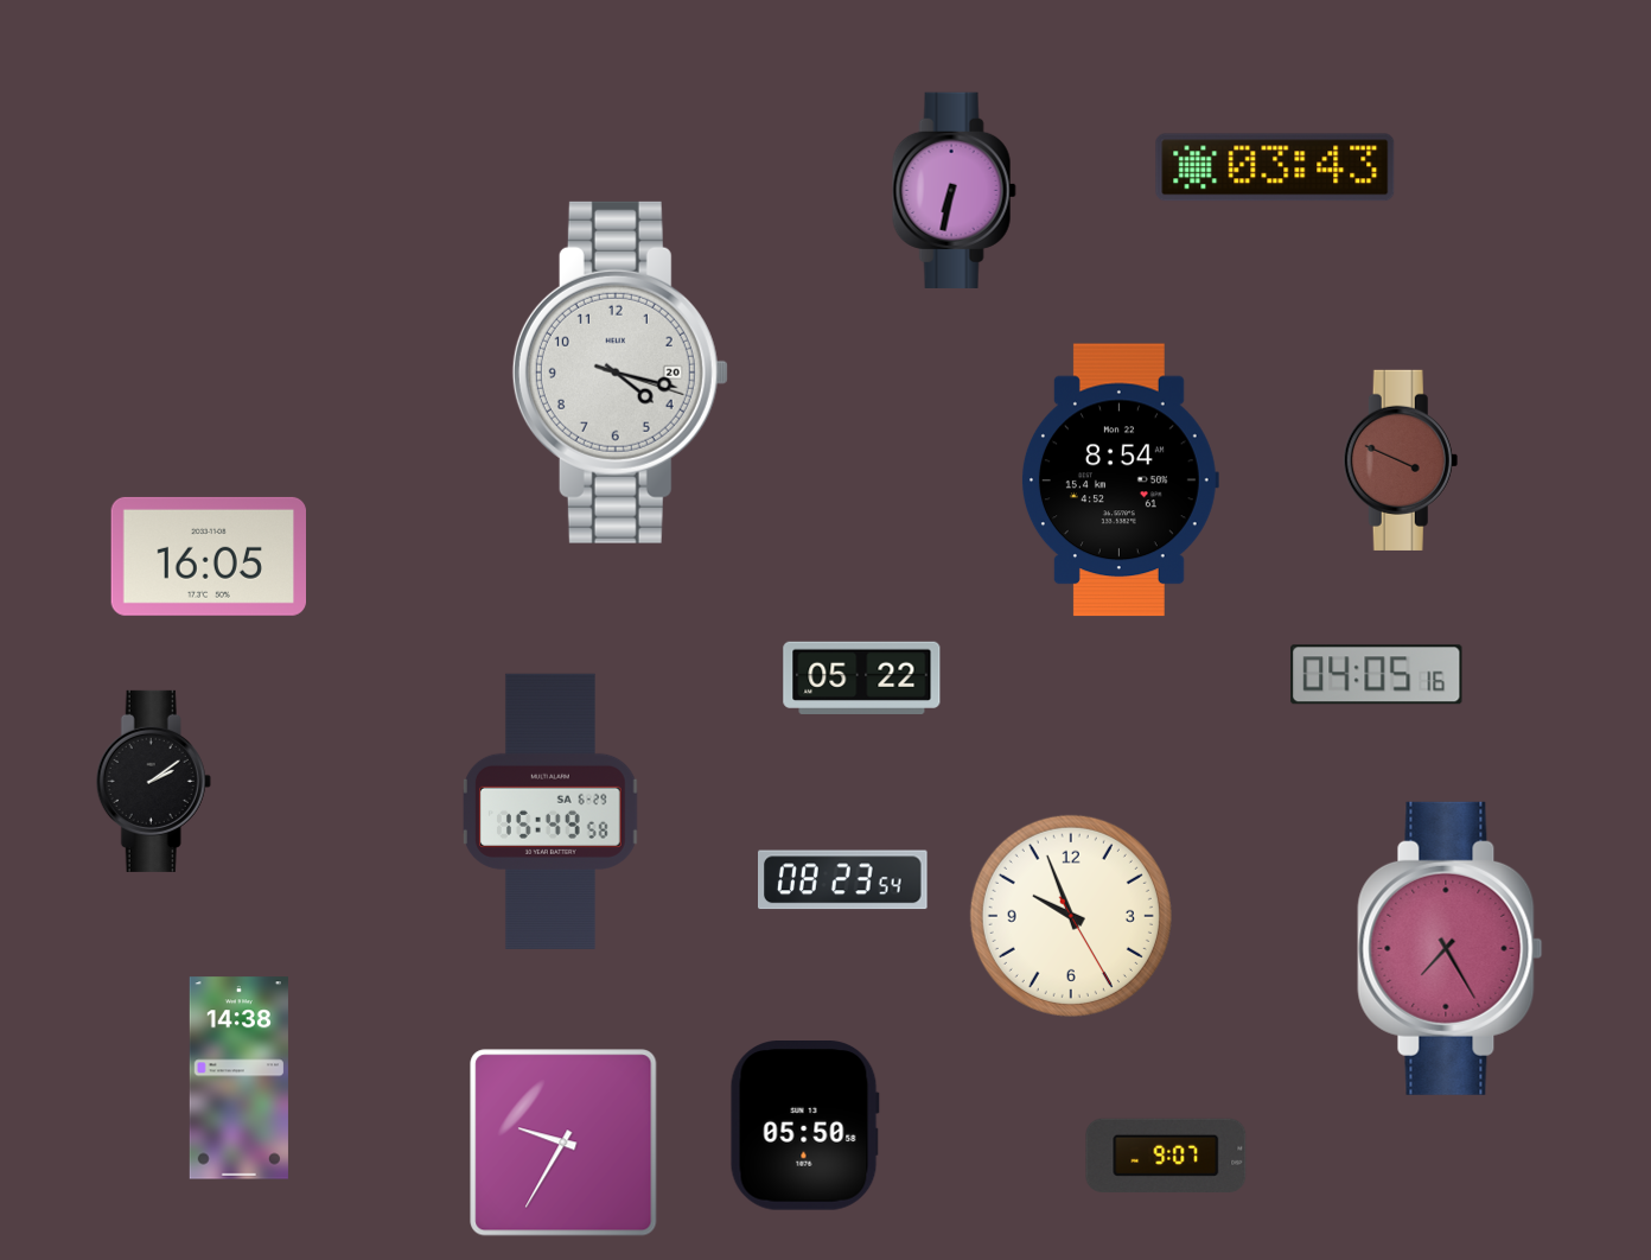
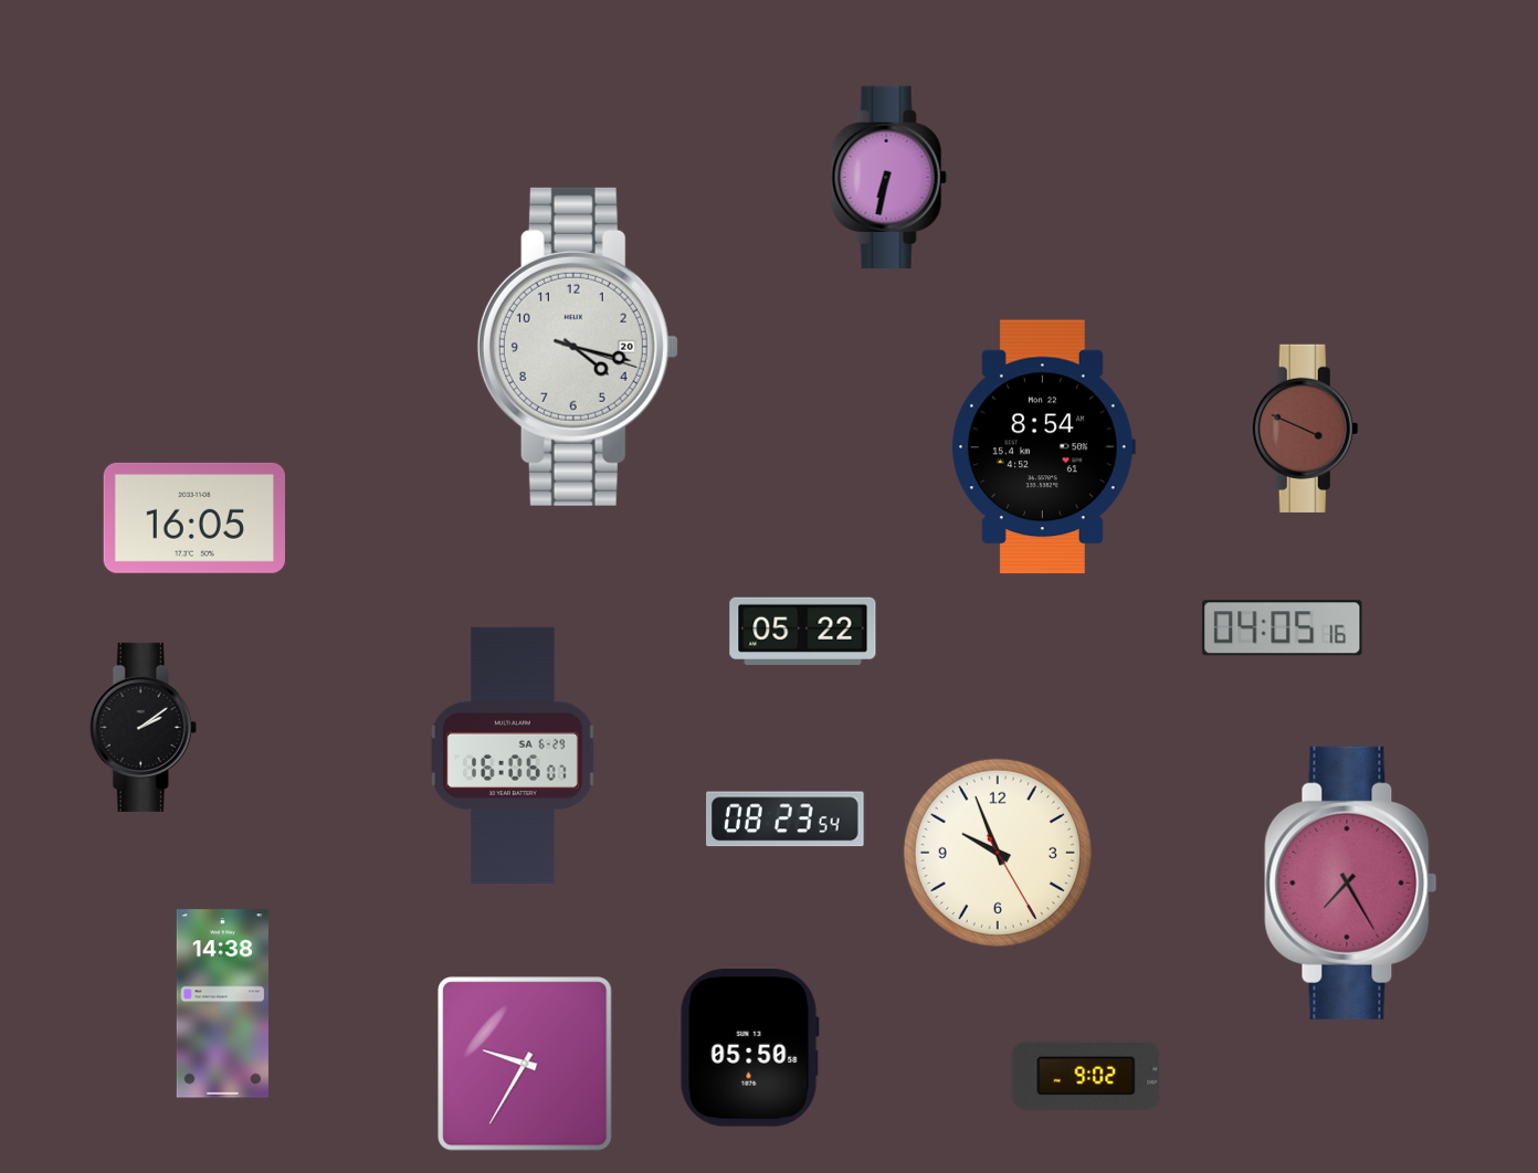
clock at (1275, 167): 03:43 -> none
clock at (552, 812): 15:49 -> 16:06
clock at (1166, 1156): 9:07 -> 9:02
